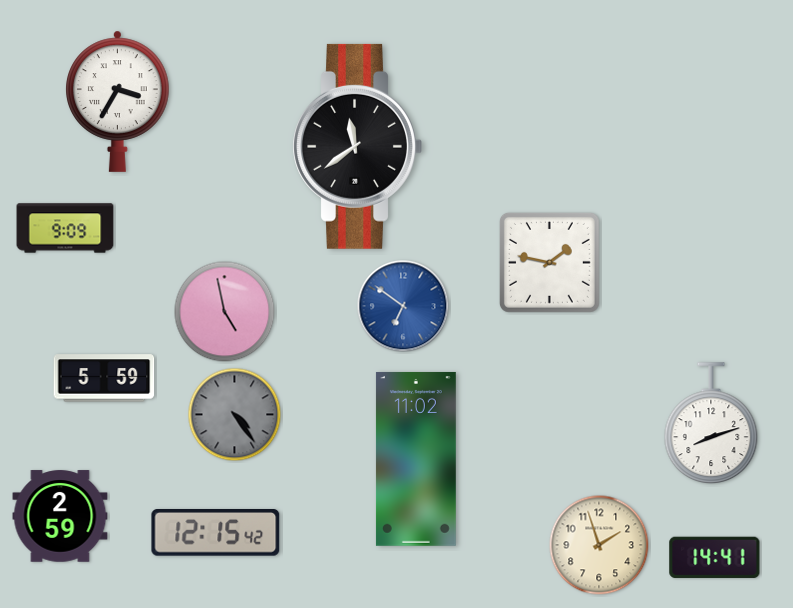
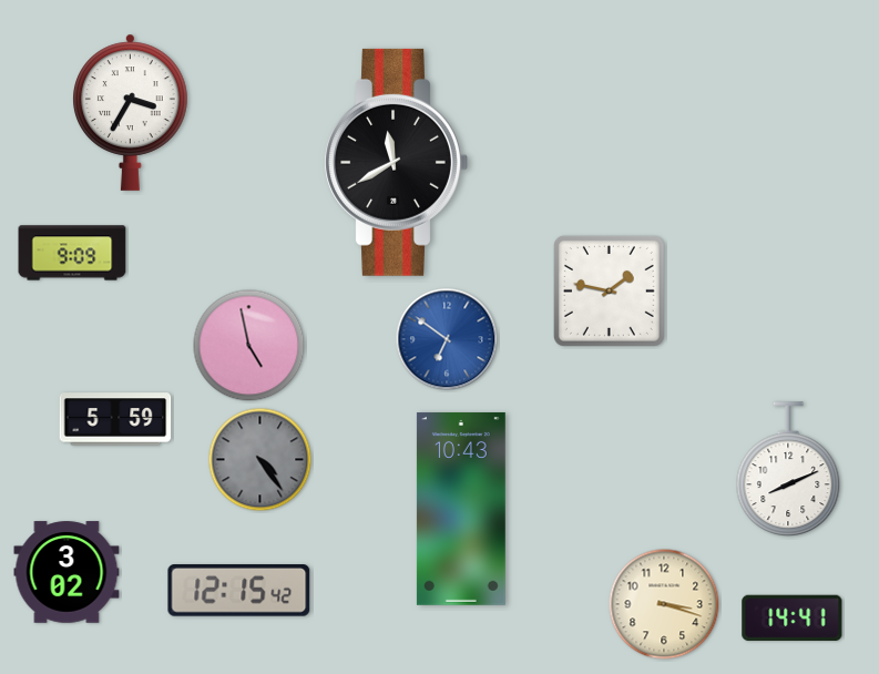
clock at (357, 146): 11:39 -> 11:40
clock at (711, 424): 8:12 -> 8:11
clock at (416, 459): 11:02 -> 10:43
clock at (60, 516): 2:59 -> 3:02
clock at (599, 545): 1:57 -> 3:18
